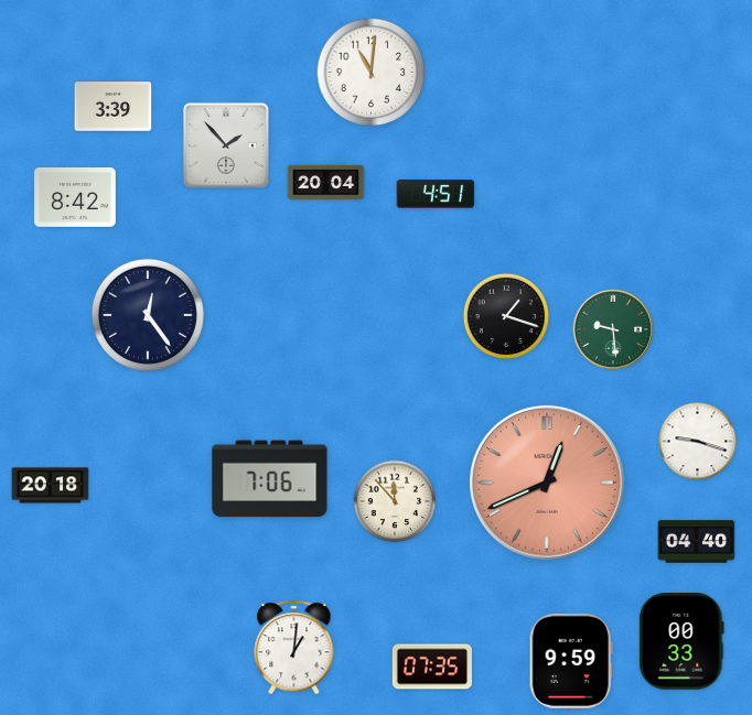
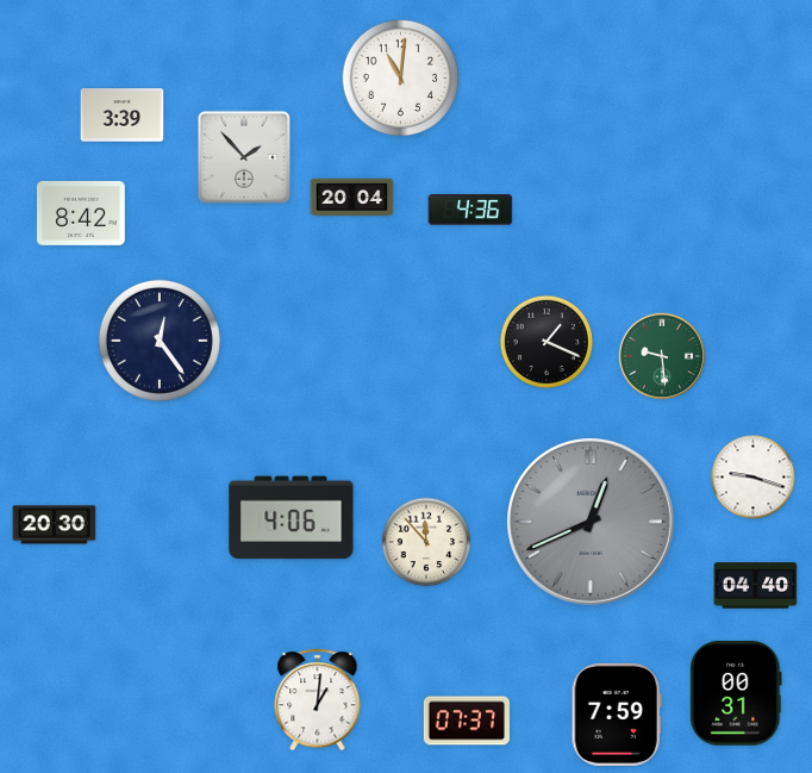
clock at (436, 194): 4:51 -> 4:36
clock at (506, 316): 1:18 -> 1:19
clock at (270, 479): 7:06 -> 4:06
clock at (547, 483) dial: salmon -> grey
clock at (51, 486): 20:18 -> 20:30
clock at (697, 542) position: (697, 542) -> (756, 586)
clock at (681, 641): 00:33 -> 00:31
clock at (571, 661): 9:59 -> 7:59
clock at (432, 667): 07:35 -> 07:37
